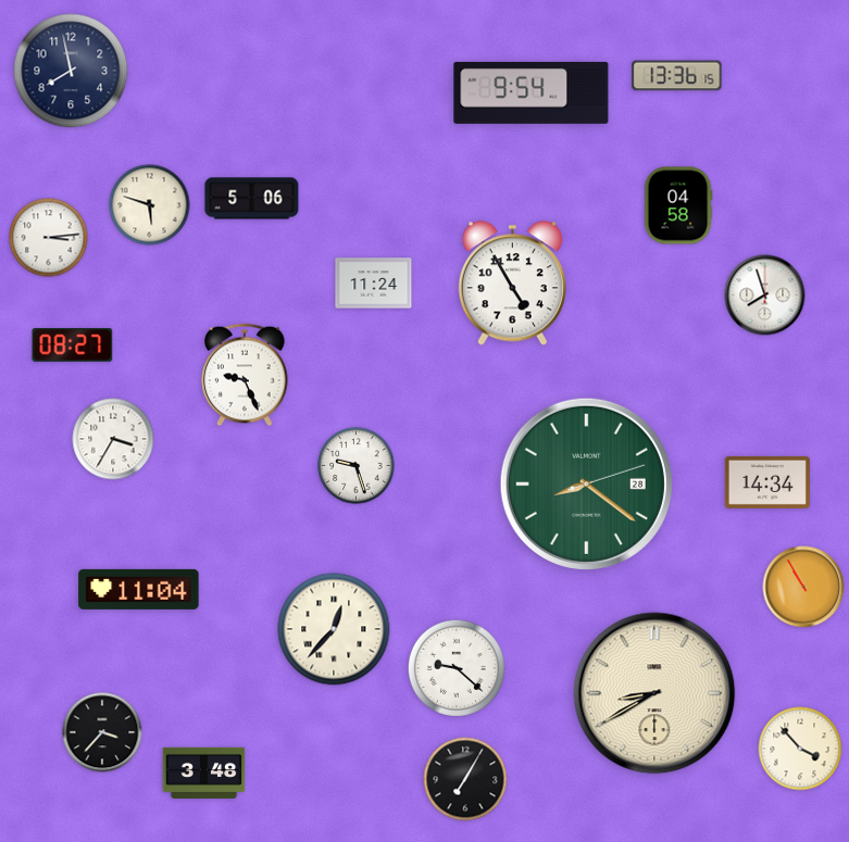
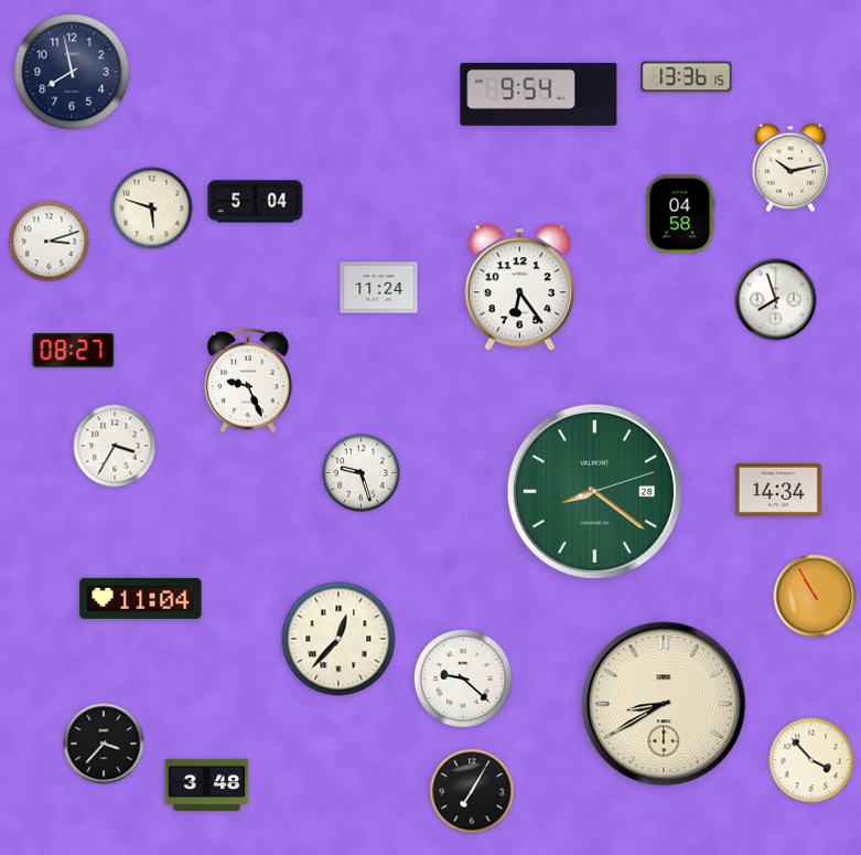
clock at (790, 168): none -> 10:13
clock at (252, 199): 5:06 -> 5:04
clock at (678, 205) position: (678, 205) -> (680, 214)
clock at (49, 238): 3:14 -> 3:12
clock at (512, 284): 4:55 -> 6:24
